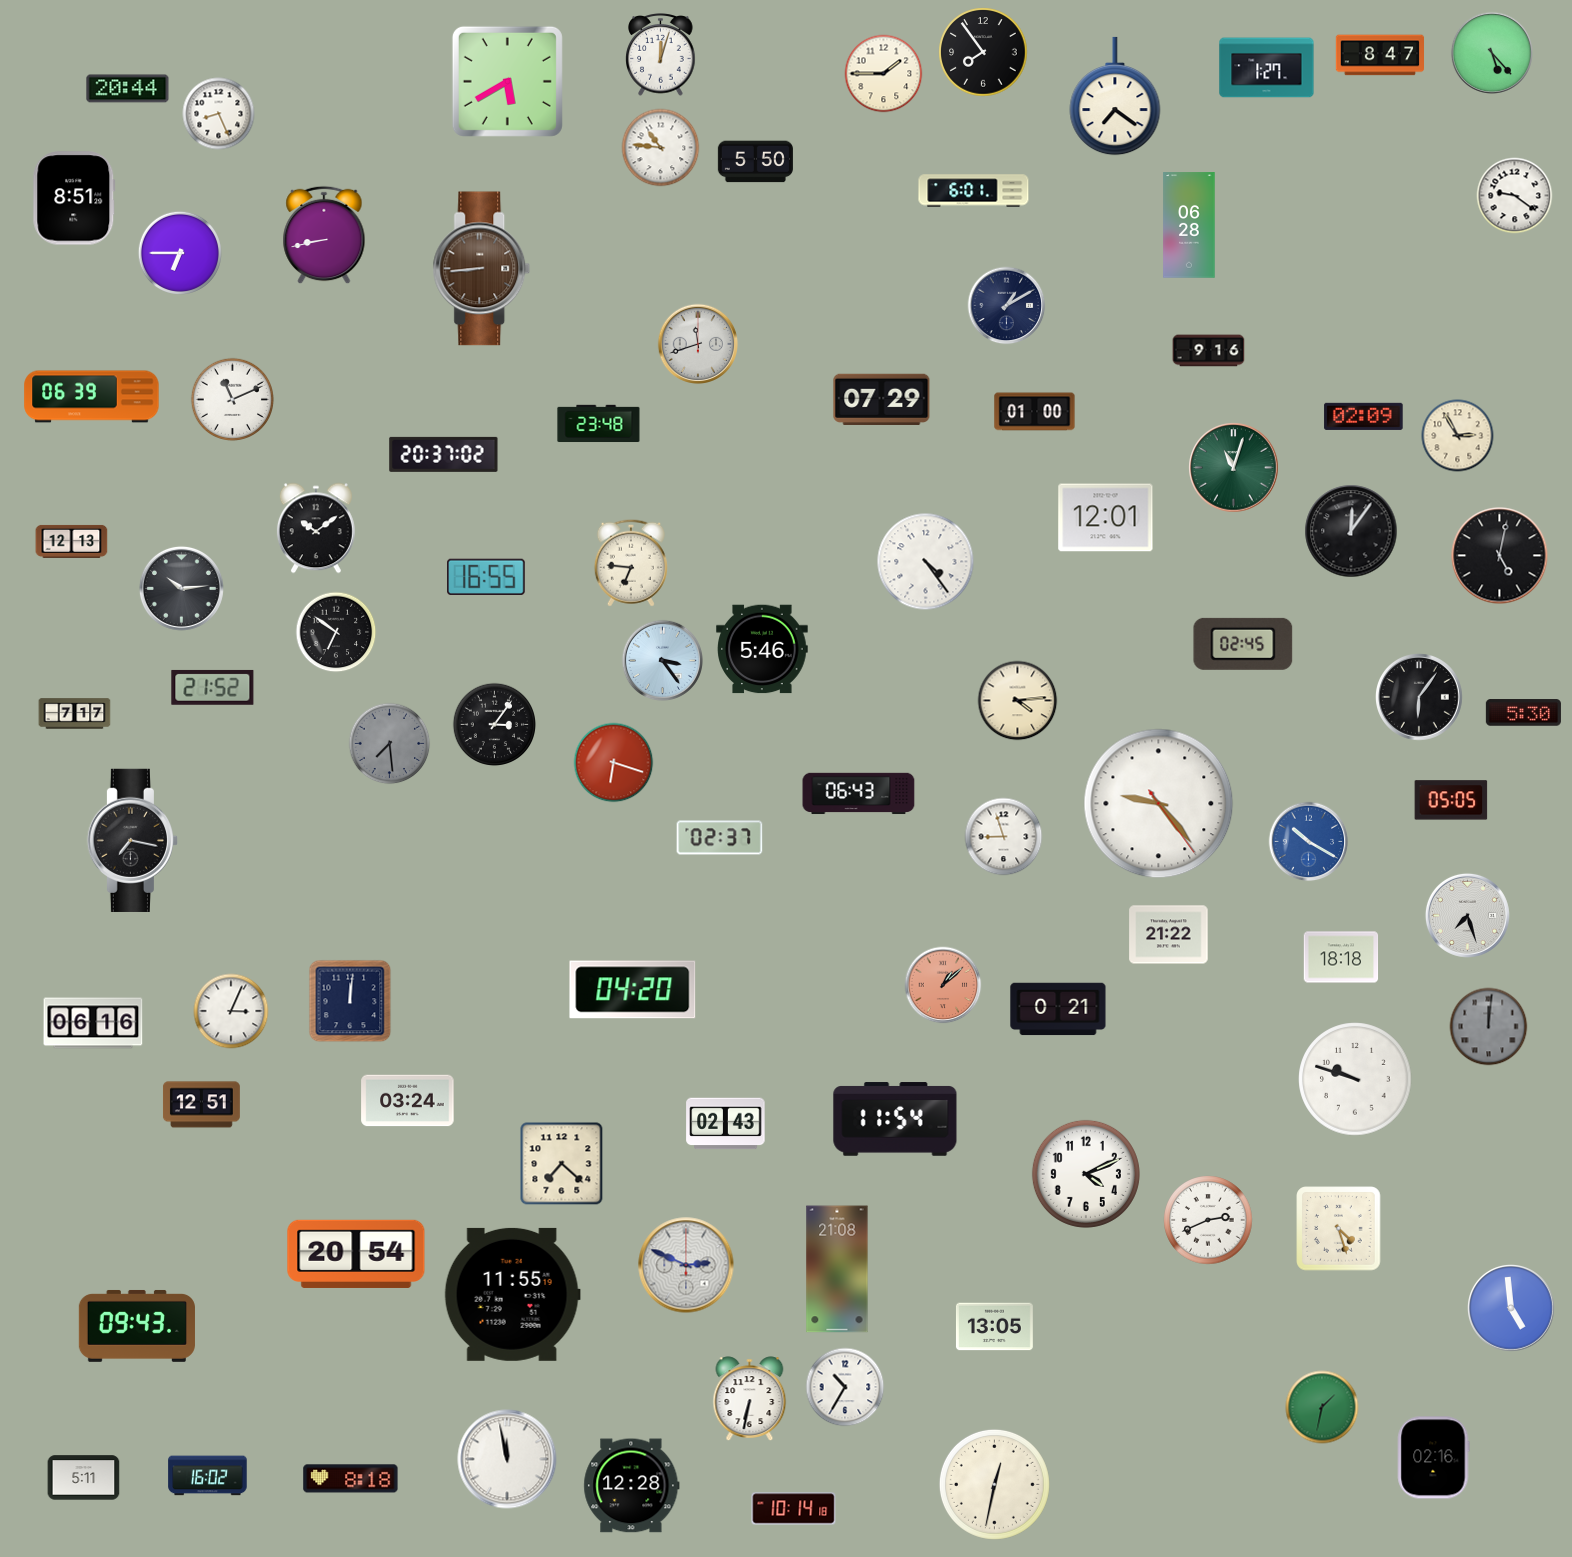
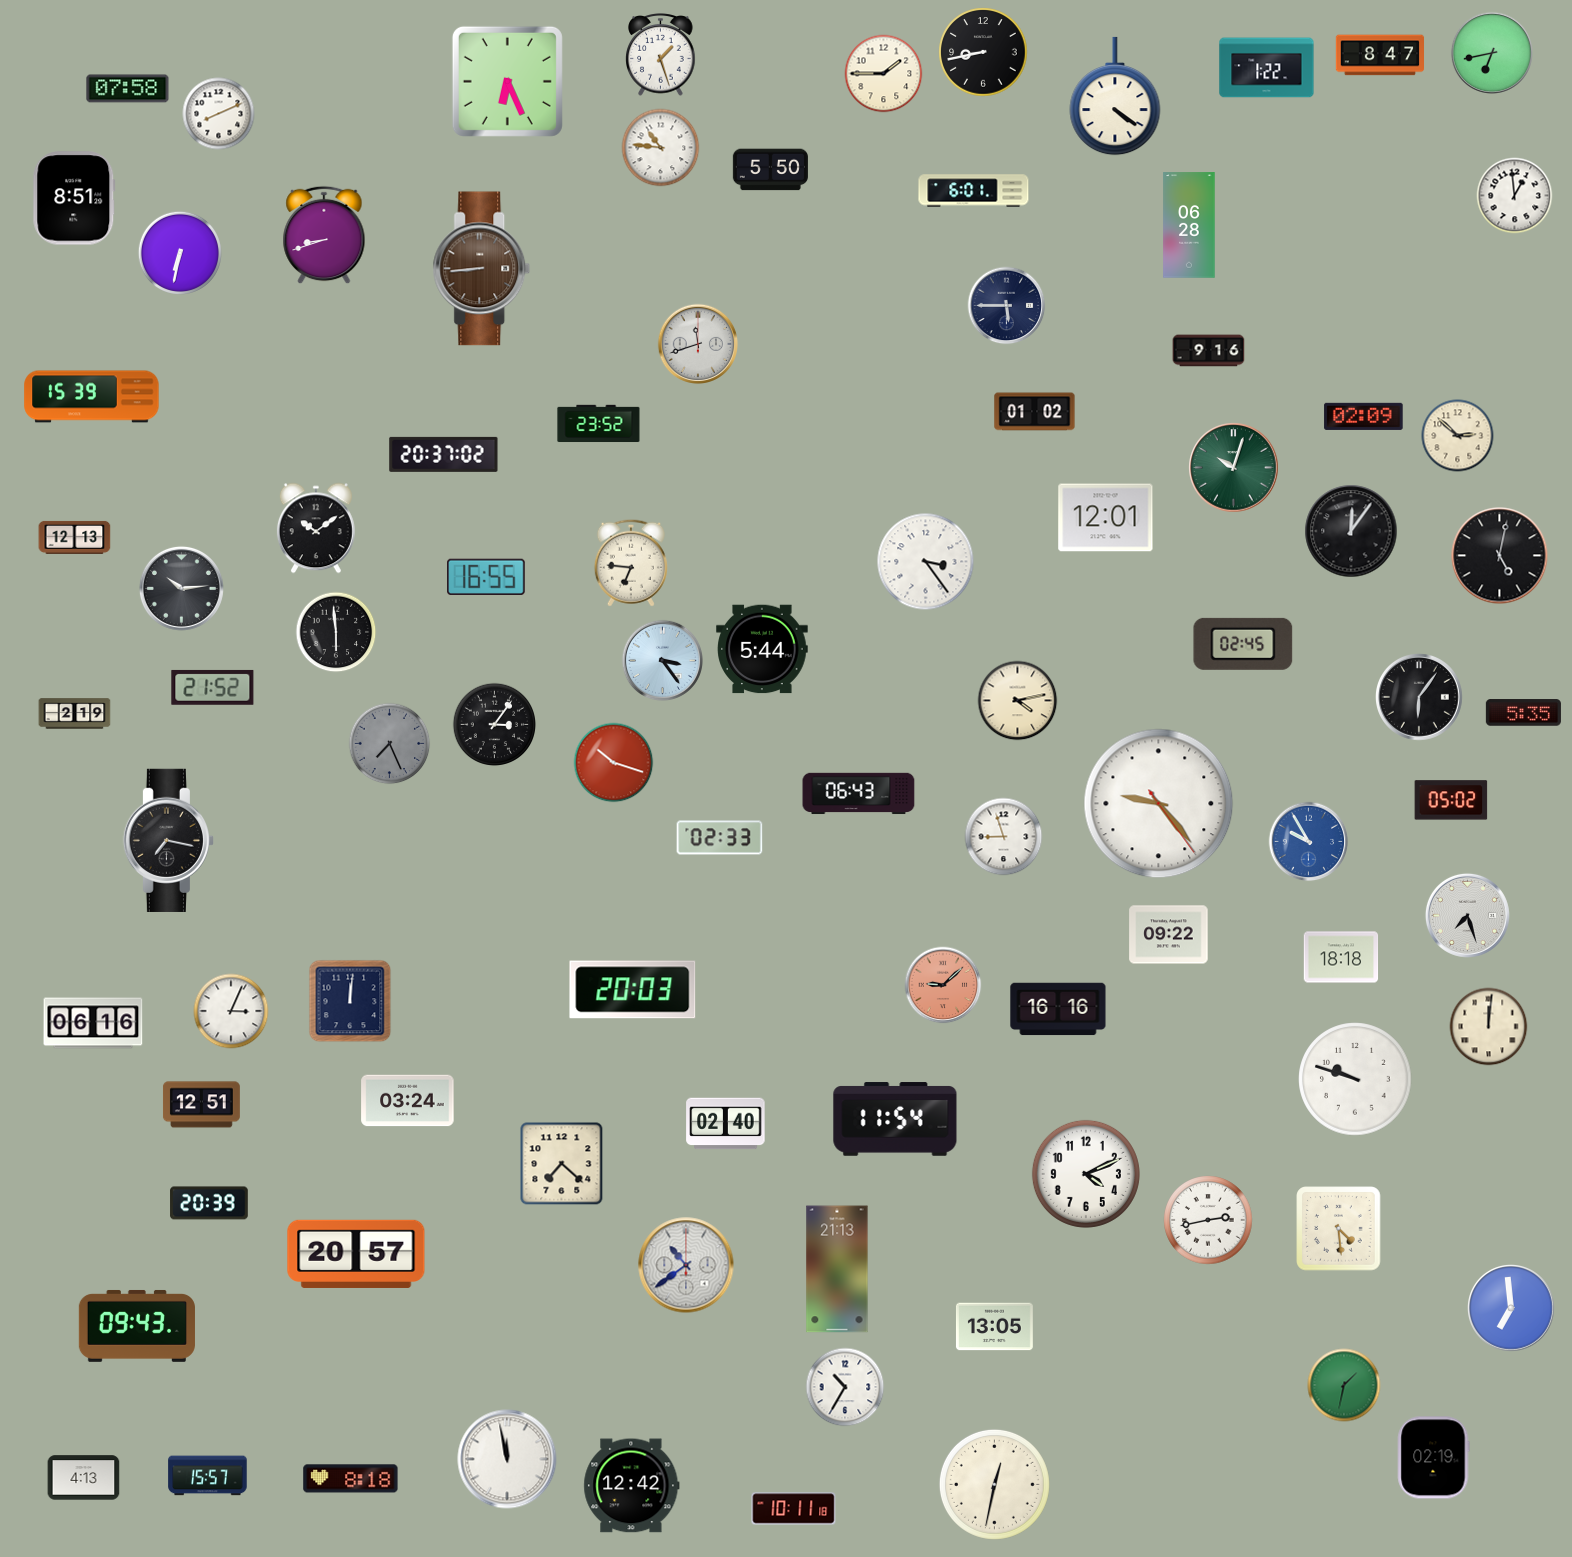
clock at (983, 52): 7:54 -> 8:43
clock at (1492, 53): 5:23 -> 6:43
clock at (661, 55): 12:03 -> 1:27
clock at (1267, 68): 1:27 -> 1:22
clock at (507, 81): 5:40 -> 6:26
clock at (128, 89): 20:44 -> 07:58
clock at (1115, 96): 7:21 -> 4:21
clock at (219, 114): 8:26 -> 8:11
clock at (755, 162) position: (755, 162) -> (770, 170)
clock at (1515, 196): 9:21 -> 12:59
clock at (324, 235): 8:43 -> 8:42
clock at (180, 253): 6:45 -> 6:32
clock at (1007, 306): 1:10 -> 5:45
clock at (92, 397): 06:39 -> 15:39
clock at (882, 399): 07:29 -> none
clock at (233, 400): 11:11 -> none
clock at (1035, 412): 01:00 -> 01:02
clock at (599, 424): 23:48 -> 23:52
clock at (1458, 436): 2:55 -> 2:52
clock at (1234, 468): 11:03 -> 10:03
clock at (72, 541) position: (72, 541) -> (75, 537)
clock at (926, 562): 4:24 -> 3:24
clock at (336, 632): 6:51 -> 5:59
clock at (762, 649): 5:46 -> 5:44
clock at (1018, 701): 4:14 -> 4:13
clock at (1523, 713): 5:30 -> 5:35
clock at (75, 714): 7:17 -> 2:19
clock at (390, 744): 7:29 -> 7:26
clock at (614, 763): 6:18 -> 10:18
clock at (1451, 800): 05:05 -> 05:02
clock at (720, 838): 02:37 -> 02:33
clock at (132, 840) position: (132, 840) -> (168, 840)
clock at (1309, 842): 10:20 -> 9:55
clock at (1169, 935): 21:22 -> 09:22
clock at (943, 985): 1:08 -> 9:08
clock at (633, 990): 04:20 -> 20:03
clock at (1058, 1009): 0:21 -> 16:16
clock at (1489, 1027) dial: grey -> cream
clock at (726, 1124): 02:43 -> 02:40
clock at (209, 1203): none -> 20:39
clock at (1208, 1220): 2:41 -> 2:43
clock at (1339, 1229): 4:27 -> 4:29
clock at (356, 1254): 20:54 -> 20:57
clock at (686, 1265): 2:49 -> 10:39
clock at (837, 1269): 21:08 -> 21:13
clock at (512, 1294): 11:55 -> none
clock at (1512, 1309): 4:59 -> 6:59
clock at (750, 1399): 6:32 -> none
clock at (1322, 1407) position: (1322, 1407) -> (1344, 1385)
clock at (1433, 1458): 02:16 -> 02:19
clock at (208, 1476): 16:02 -> 15:57
clock at (84, 1478): 5:11 -> 4:13
clock at (632, 1486): 12:28 -> 12:42
clock at (794, 1509): 10:14 -> 10:11
